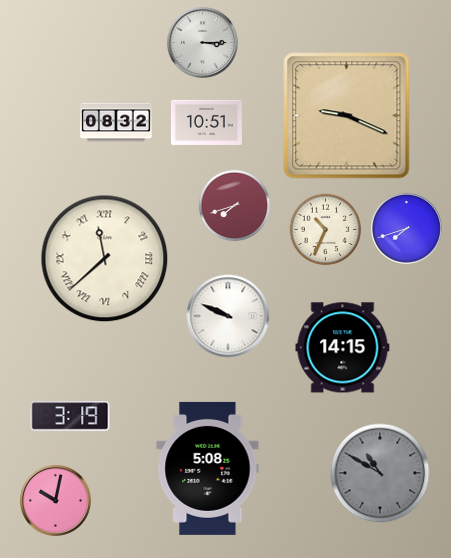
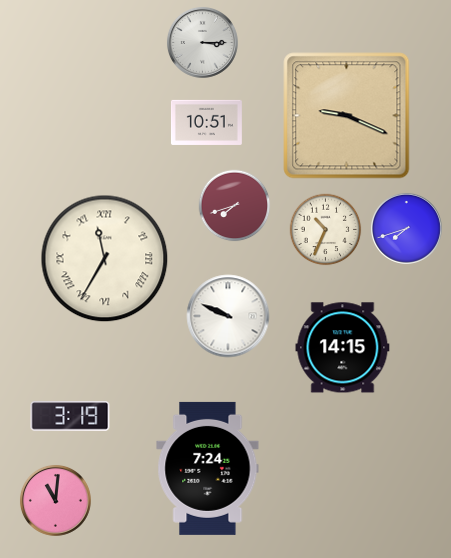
clock at (116, 122): 08:32 -> none
clock at (105, 259): 11:38 -> 11:35
clock at (208, 468): 5:08 -> 7:24
clock at (380, 473): 10:50 -> none
clock at (55, 500): 10:02 -> 11:01
